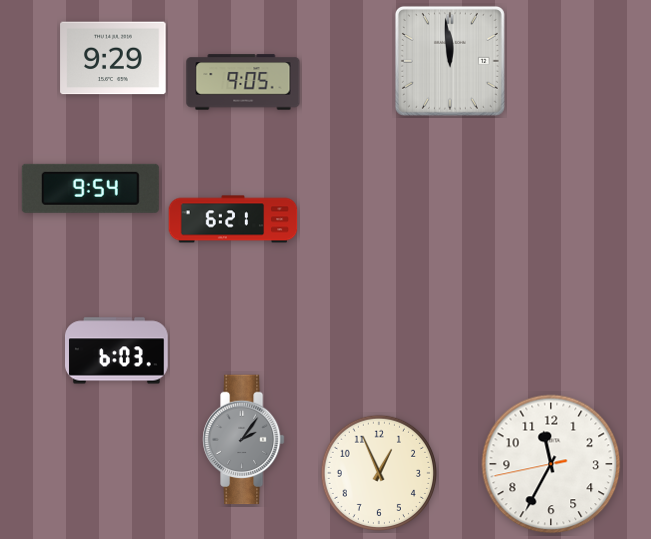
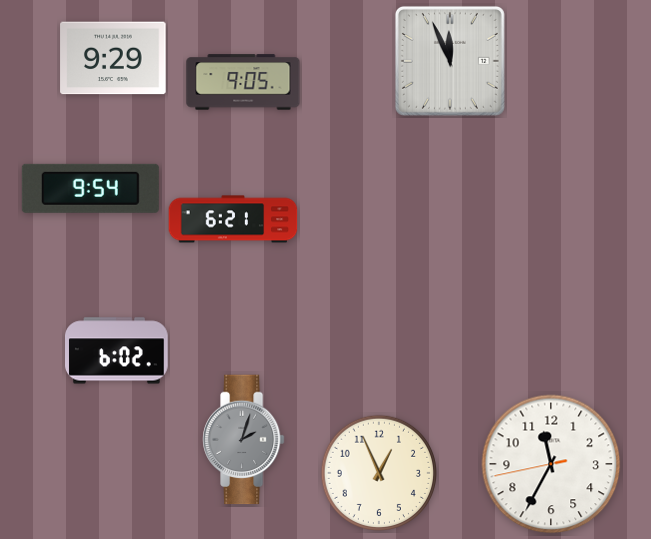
clock at (450, 61): 11:59 -> 11:56
clock at (117, 351): 6:03 -> 6:02
clock at (243, 440): 2:06 -> 2:03
